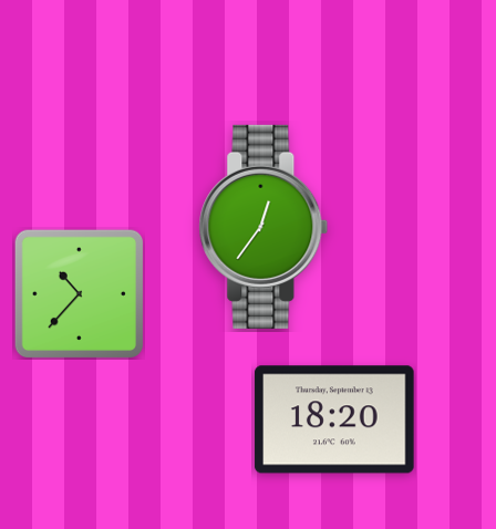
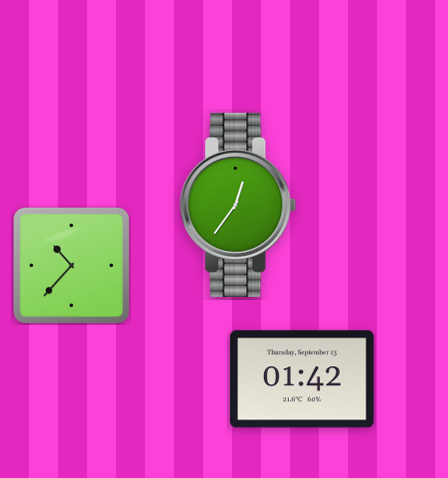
clock at (334, 419): 18:20 -> 01:42
